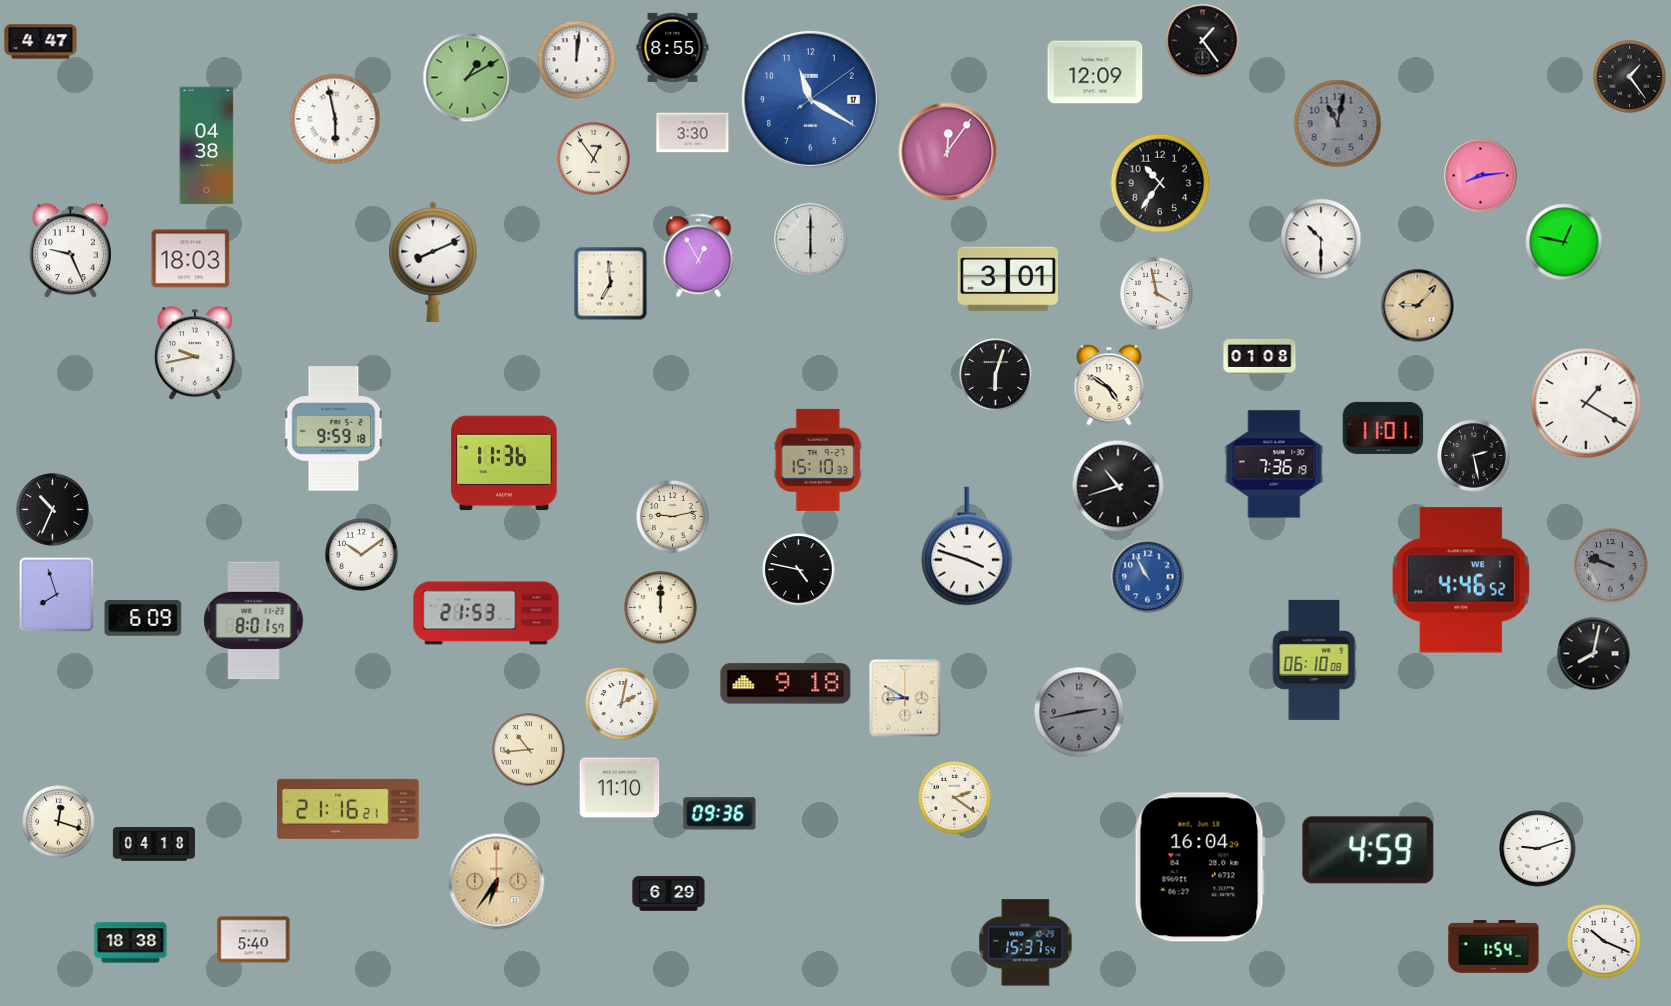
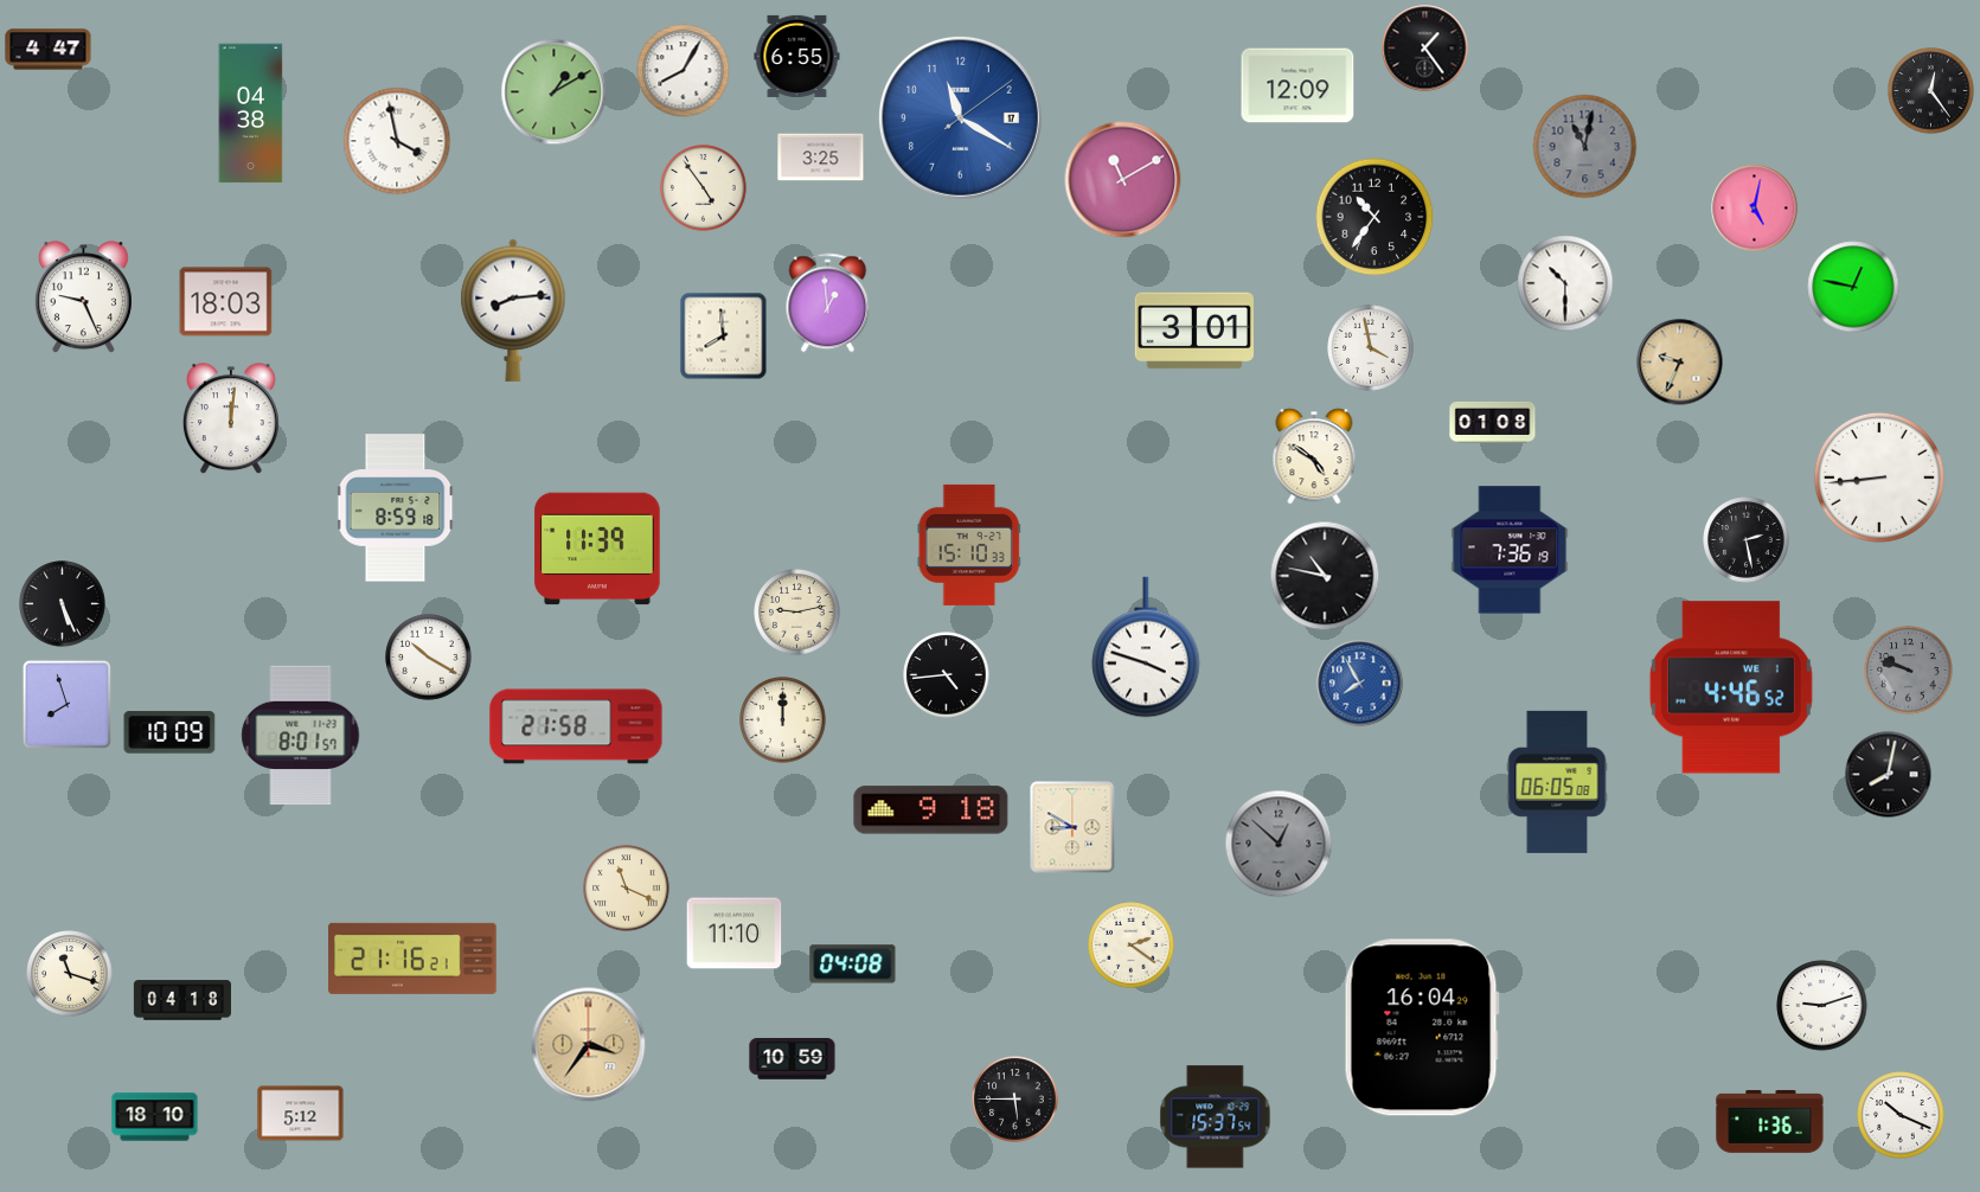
clock at (673, 47): 8:55 -> 6:55
clock at (577, 60): 12:01 -> 8:05
clock at (1630, 77): 1:24 -> 12:24
clock at (335, 119): 5:58 -> 3:58
clock at (693, 133): 3:30 -> 3:25
clock at (207, 146) position: (207, 146) -> (251, 114)
clock at (948, 152): 12:06 -> 11:10
clock at (594, 159): 12:54 -> 4:54
clock at (1481, 176): 8:14 -> 5:02
clock at (811, 240): 6:00 -> none
clock at (699, 256): 12:55 -> 12:59
clock at (191, 259) position: (191, 259) -> (226, 302)
clock at (433, 262): 8:11 -> 8:14
clock at (611, 284): 6:59 -> 7:59
clock at (1418, 306): 9:07 -> 9:34
clock at (195, 354): 9:43 -> 12:01
clock at (996, 375): 6:03 -> none
clock at (1586, 403): 1:20 -> 8:44
clock at (1383, 428): 11:01 -> none
clock at (334, 429): 9:59 -> 8:59
clock at (504, 463): 11:36 -> 11:39
clock at (1118, 486): 10:42 -> 10:47
clock at (53, 510): 10:34 -> 5:26
clock at (362, 555): 10:09 -> 10:20
clock at (799, 570): 4:47 -> 4:44
clock at (1148, 577): 10:55 -> 7:55
clock at (486, 613): 21:53 -> 21:58
clock at (143, 618): 6:09 -> 10:09
clock at (1314, 660): 06:10 -> 06:05
clock at (622, 704): 2:02 -> none
clock at (1079, 712): 2:43 -> 12:52
clock at (529, 750): 10:44 -> 11:19
clock at (720, 814): 09:36 -> 04:08
clock at (59, 822): 12:18 -> 11:18
clock at (1368, 850): 4:59 -> none
clock at (497, 882): 6:36 -> 3:36
clock at (669, 894): 6:29 -> 10:59
clock at (1015, 1100): none -> 5:45
clock at (254, 940): 5:40 -> 5:12
clock at (131, 943): 18:38 -> 18:10
clock at (1494, 946): 1:54 -> 1:36
